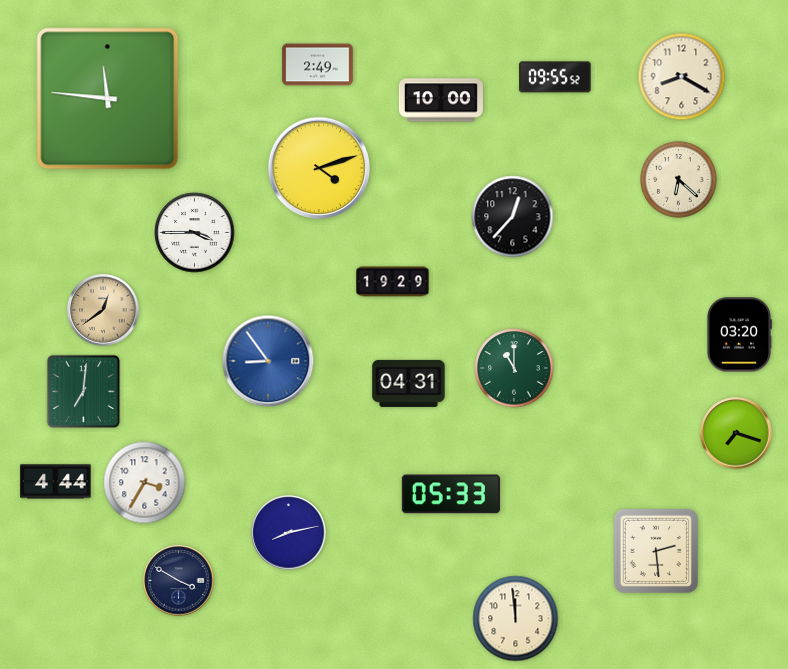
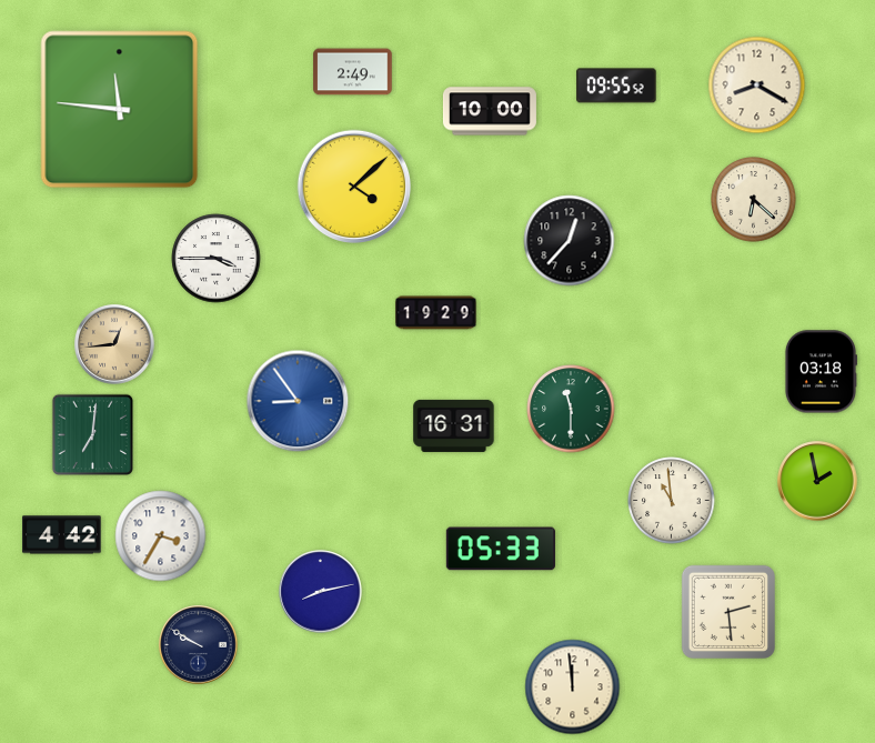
clock at (319, 168): 4:12 -> 4:08
clock at (103, 310): 12:39 -> 12:44
clock at (739, 335): 03:20 -> 03:18
clock at (514, 368): 11:00 -> 11:30
clock at (409, 383): 04:31 -> 16:31
clock at (736, 433): 7:18 -> 1:58
clock at (672, 501): none -> 10:59
clock at (56, 482): 4:44 -> 4:42
clock at (179, 581): 3:50 -> 9:50
